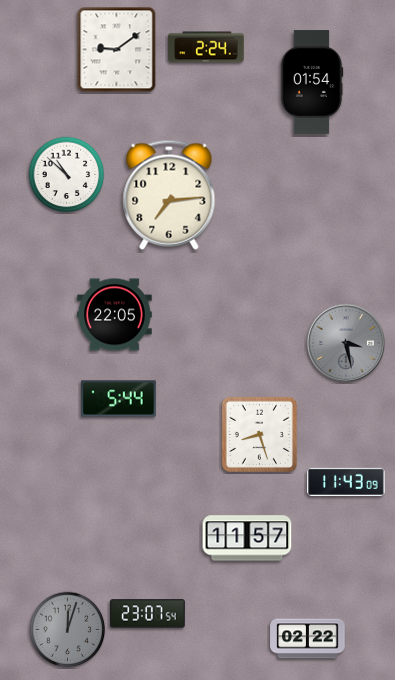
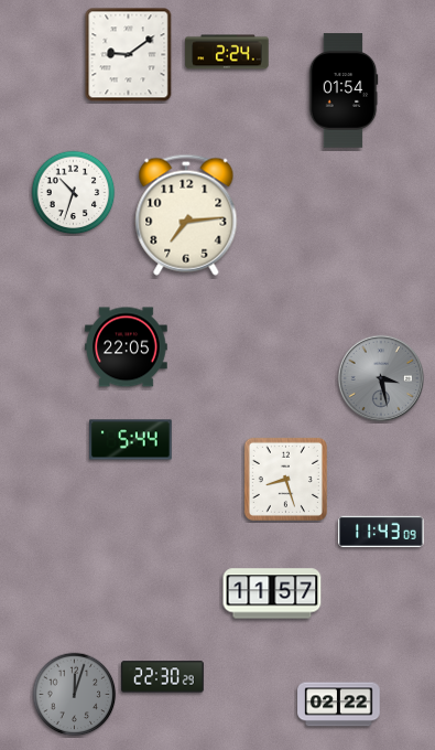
clock at (67, 175): 10:52 -> 10:33
clock at (148, 614): 23:07 -> 22:30
